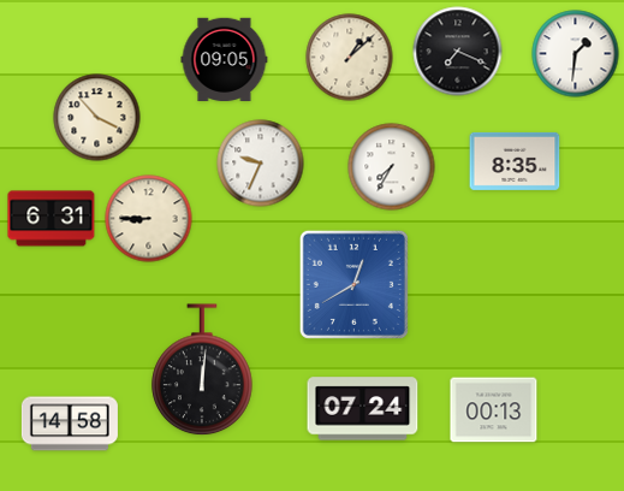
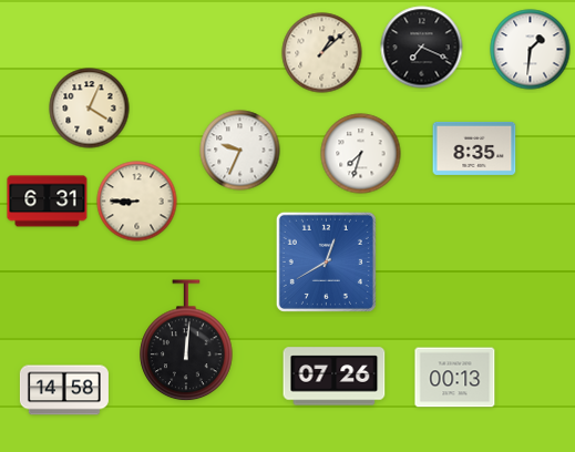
clock at (225, 59): 09:05 -> none
clock at (97, 118): 3:53 -> 4:04
clock at (392, 167): 7:35 -> 7:33
clock at (363, 409): 07:24 -> 07:26
